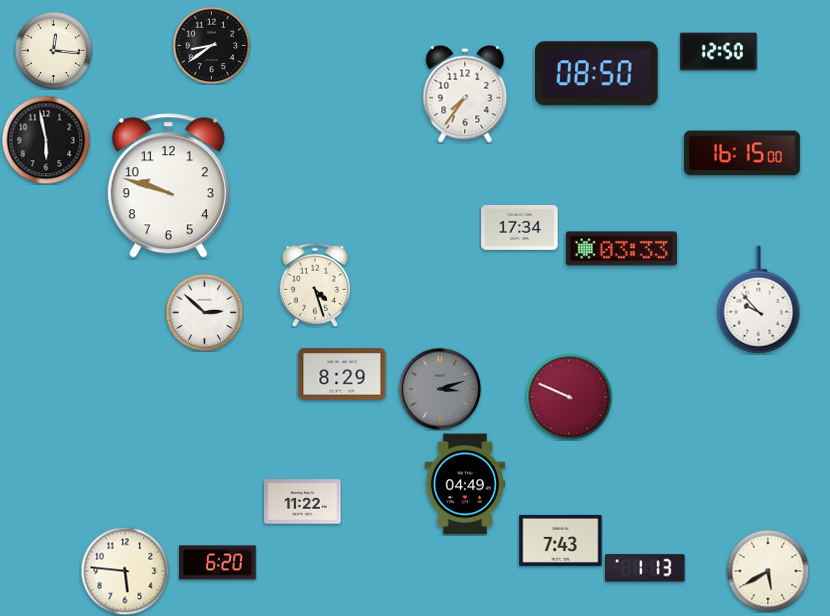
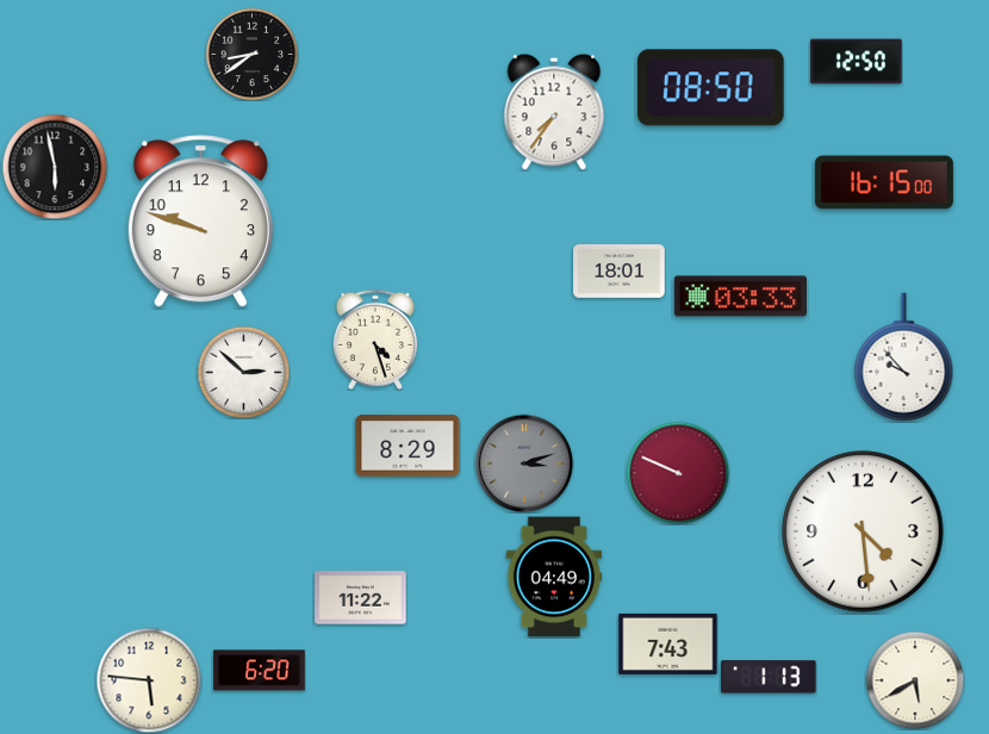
clock at (53, 50): 12:16 -> none
clock at (520, 228): 17:34 -> 18:01
clock at (863, 531): none -> 4:29
